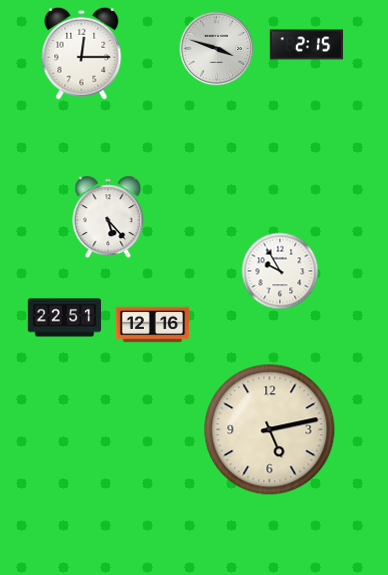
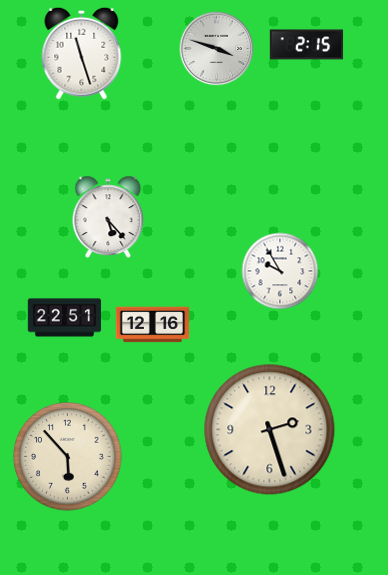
clock at (82, 53): 12:15 -> 11:27
clock at (270, 430): 5:13 -> 2:27
clock at (68, 457): none -> 5:53
